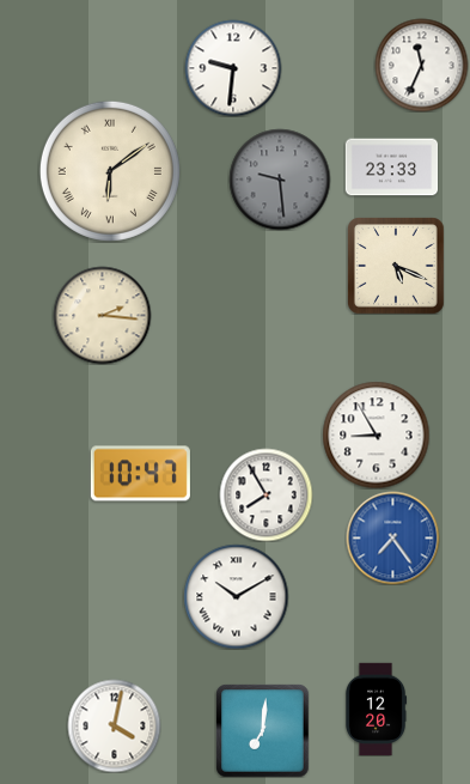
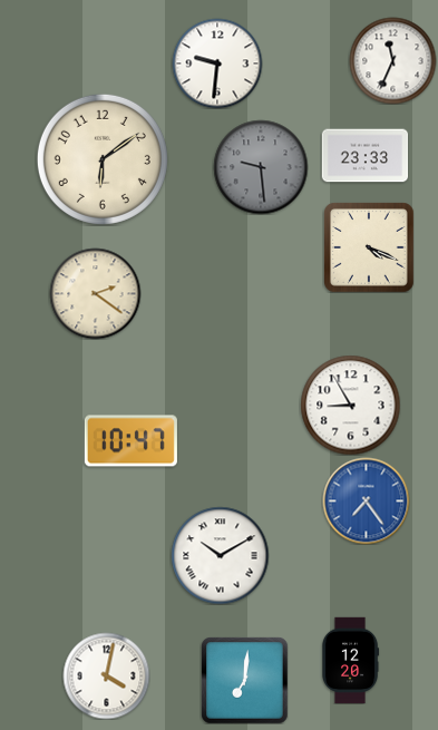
clock at (110, 171) numerals: Roman -> Arabic
clock at (396, 266): 5:19 -> 4:19
clock at (102, 315): 2:16 -> 2:21
clock at (265, 494): 7:55 -> none
